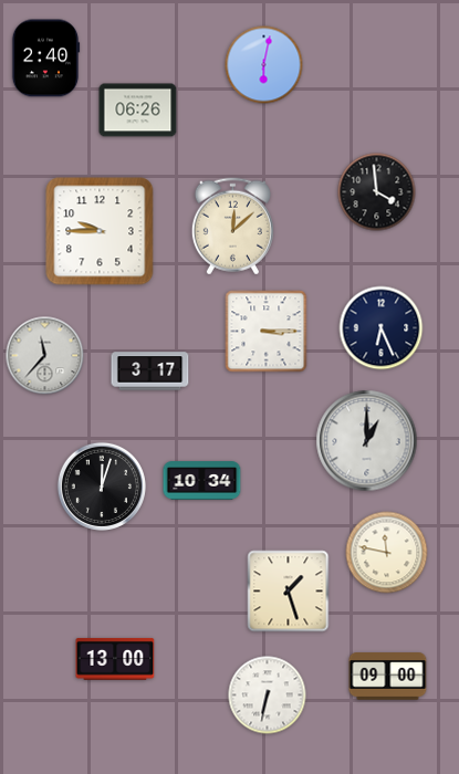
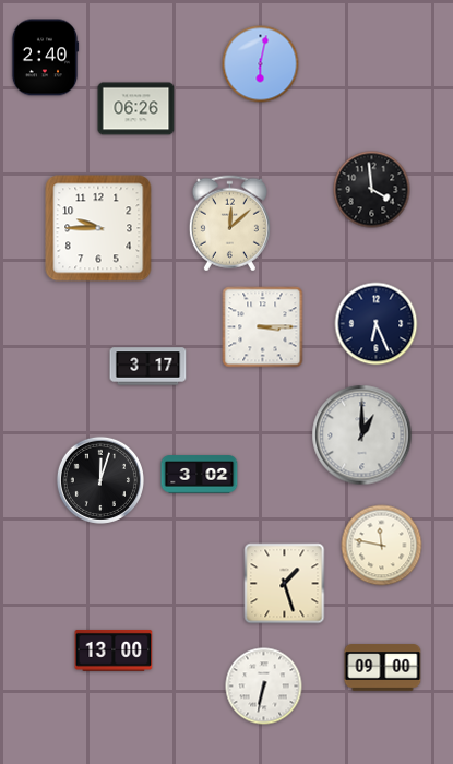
clock at (45, 356): 11:37 -> none
clock at (202, 481): 10:34 -> 3:02
